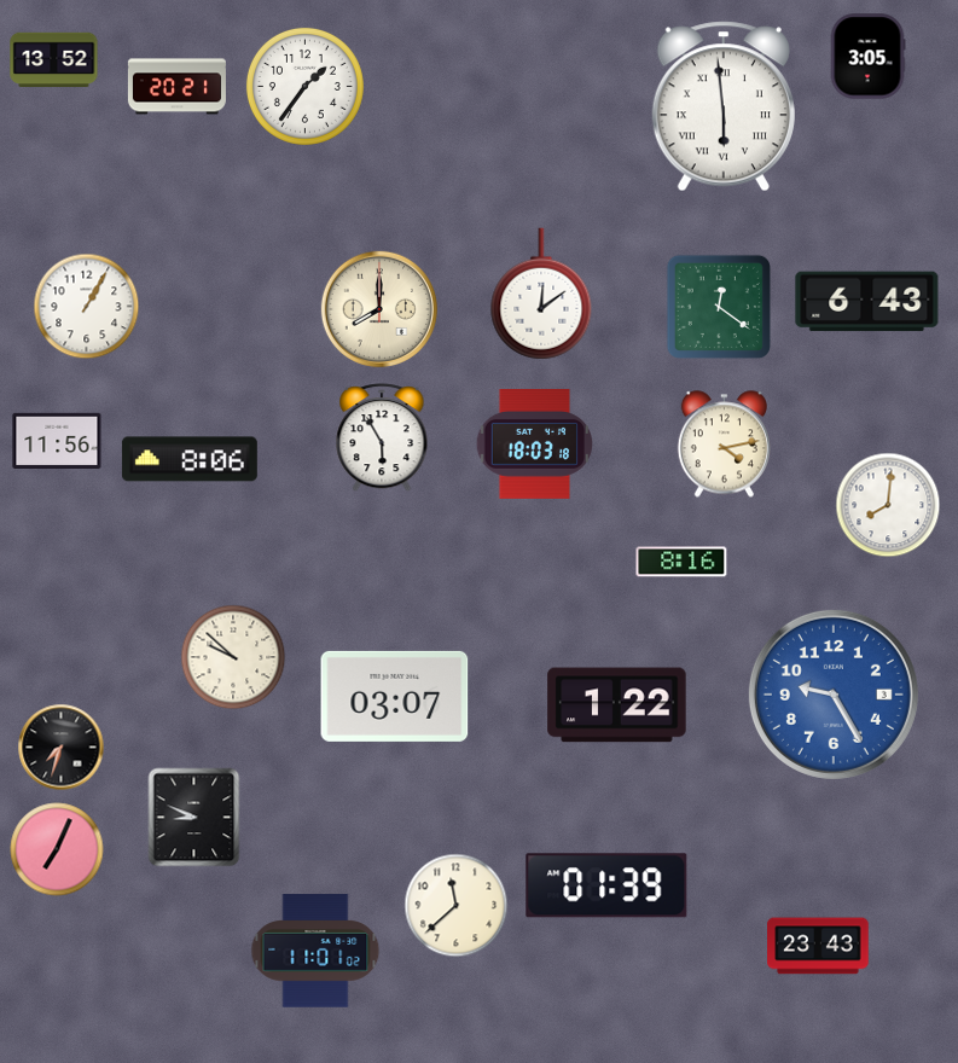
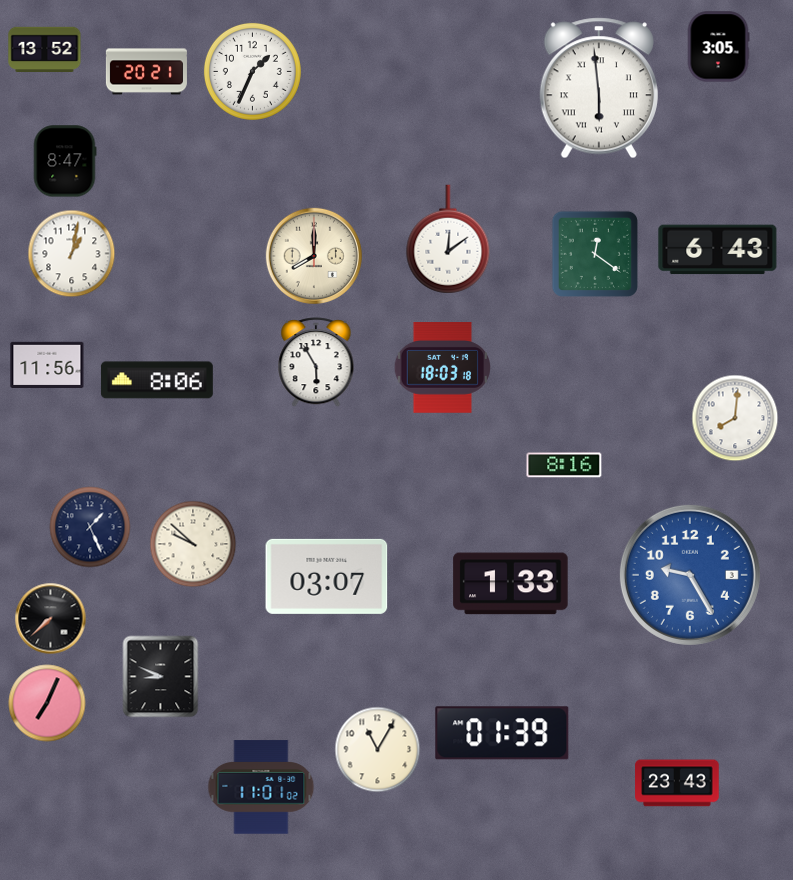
clock at (304, 86): 1:36 -> 1:34
clock at (65, 161): none -> 8:47
clock at (541, 294) position: (541, 294) -> (448, 239)
clock at (87, 307): 1:05 -> 1:02
clock at (724, 445): 4:13 -> none
clock at (90, 527): none -> 1:26
clock at (617, 705): 1:22 -> 1:33
clock at (62, 748): 7:33 -> 7:38
clock at (457, 906): 11:38 -> 11:05
